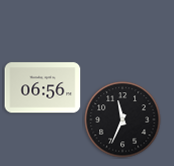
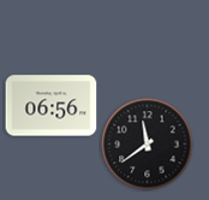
clock at (123, 120): 11:34 -> 11:39
